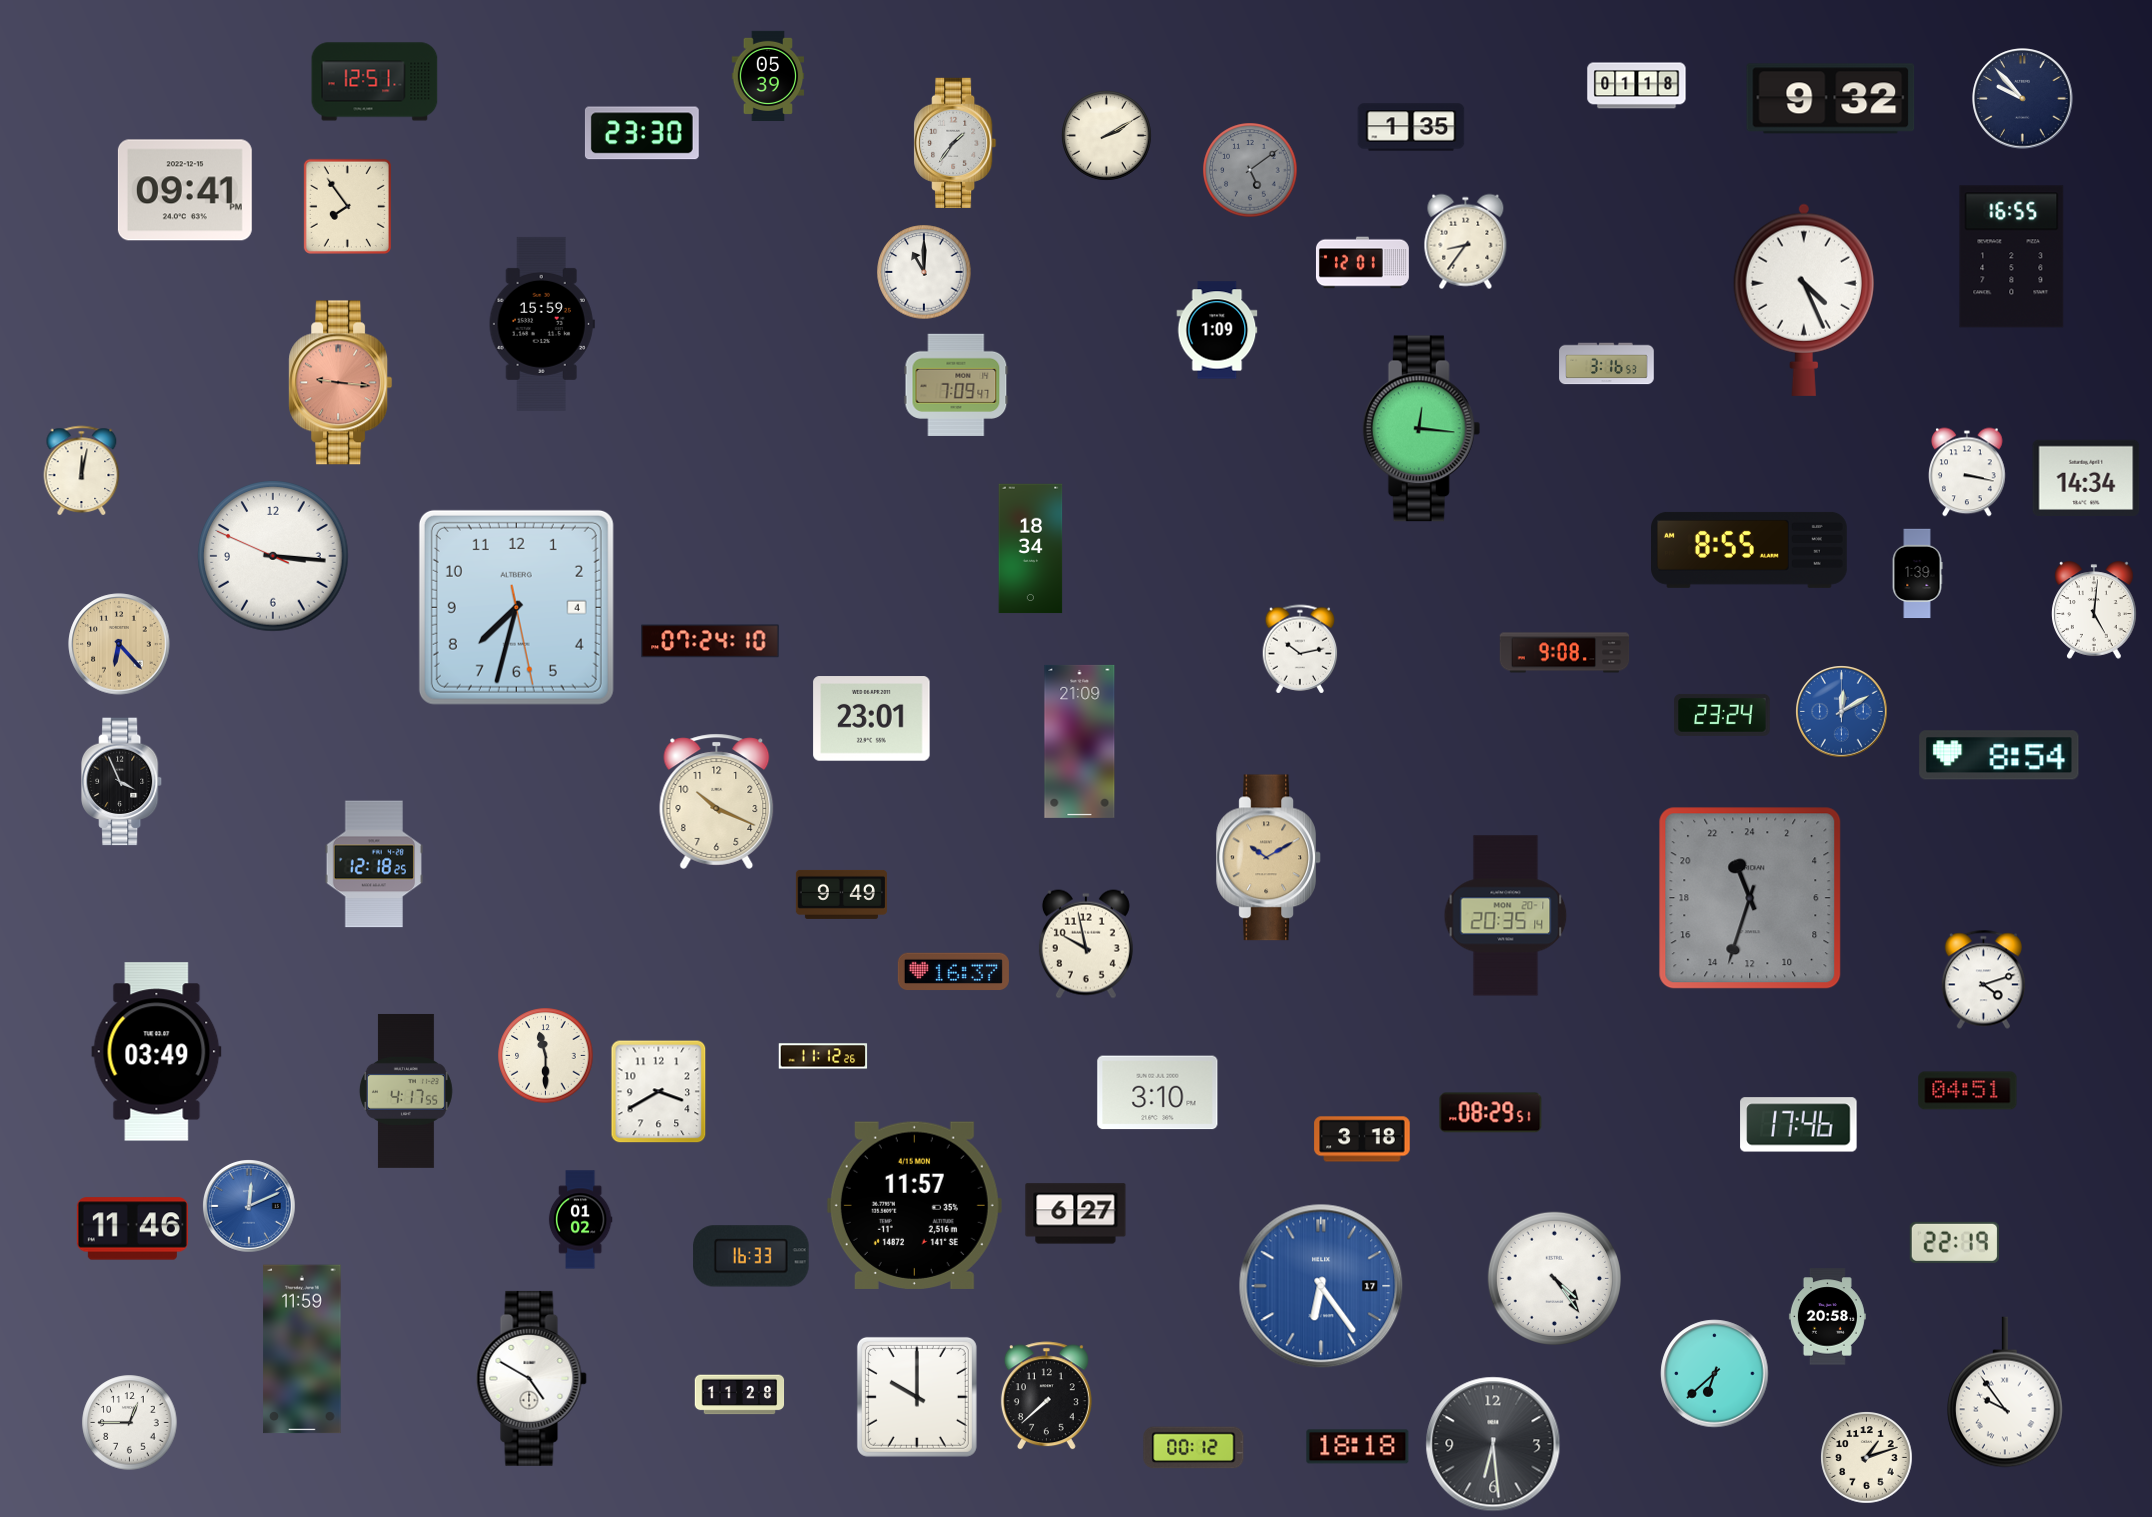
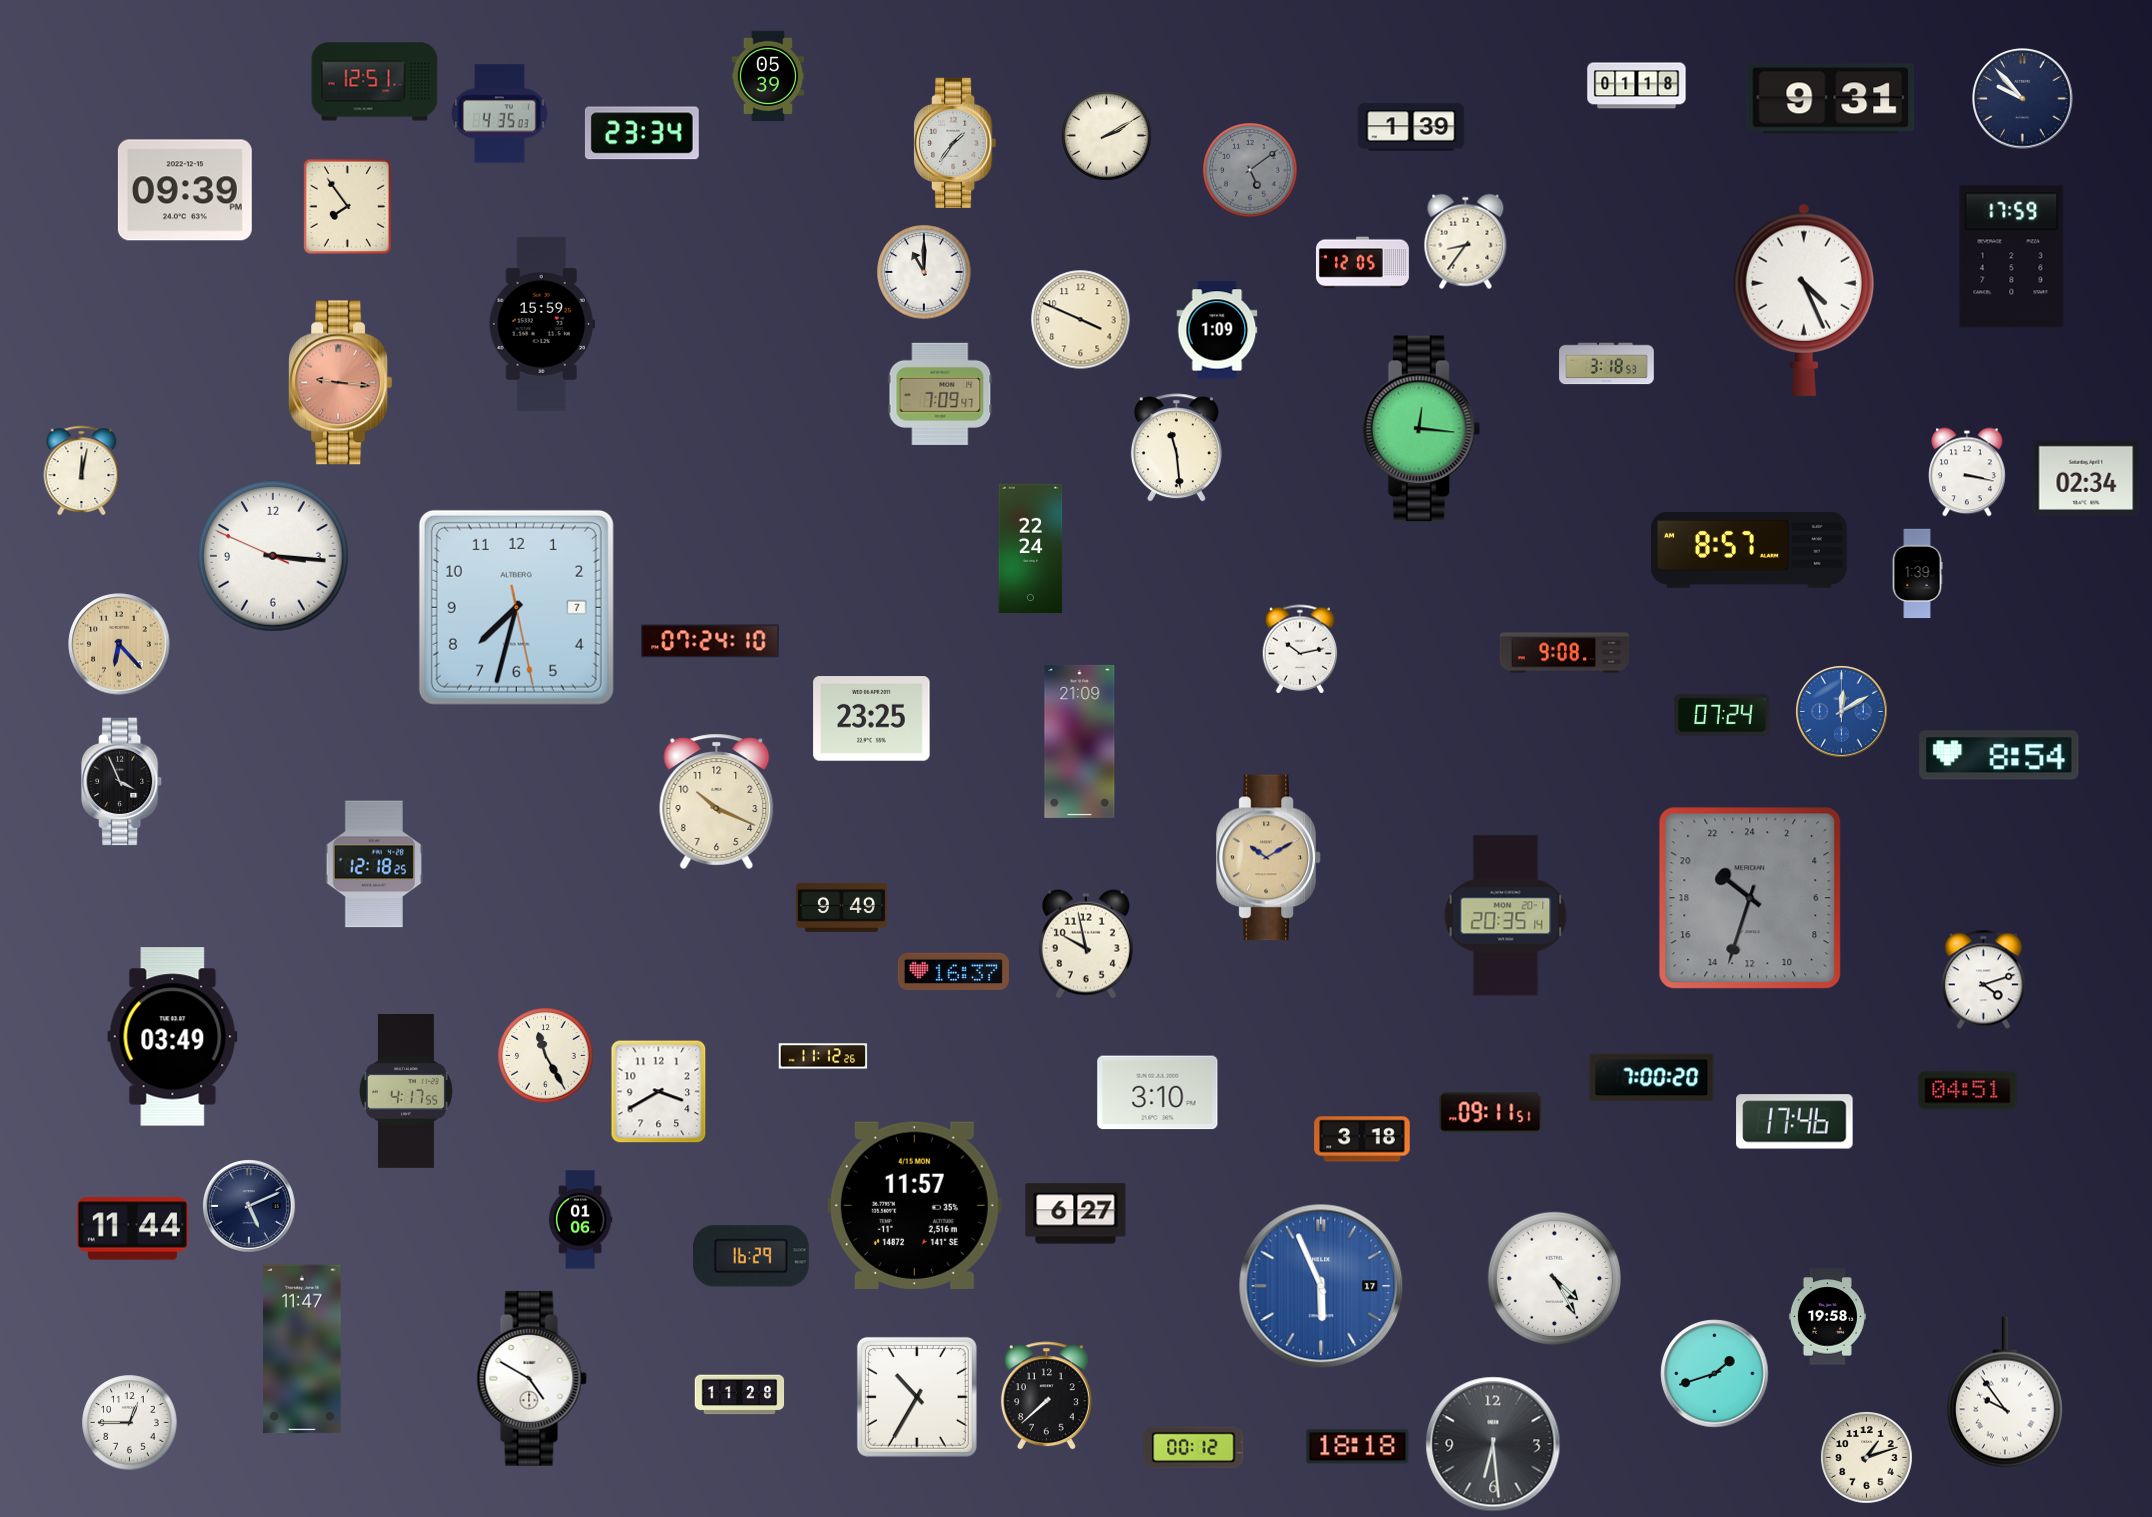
clock at (1831, 99): 9:32 -> 9:31
clock at (500, 114): none -> 4:35
clock at (1411, 127): 1:35 -> 1:39
clock at (642, 133): 23:30 -> 23:34
clock at (185, 190): 09:41 -> 09:39
clock at (2012, 257): 16:55 -> 17:59
clock at (1362, 263): 12:01 -> 12:05
clock at (1081, 320): none -> 3:49
clock at (1607, 364): 3:16 -> 3:18
clock at (956, 385) position: (956, 385) -> (940, 394)
clock at (1176, 448): none -> 11:29
clock at (2086, 477): 14:34 -> 02:34
clock at (1031, 549): 18:34 -> 22:24
clock at (1750, 550): 8:55 -> 8:57
clock at (516, 607) date: 4 -> 7
clock at (2094, 610): 5:01 -> none
clock at (1722, 715): 23:24 -> 07:24
clock at (872, 719): 23:01 -> 23:25
clock at (841, 894) position: (841, 894) -> (841, 907)
clock at (1750, 898): 22:33 -> 20:33
clock at (157, 1052) position: (157, 1052) -> (173, 1037)
clock at (546, 1056): 11:30 -> 11:25
clock at (1652, 1078): none -> 7:00
clock at (1491, 1113): 08:29 -> 09:11
clock at (1799, 1125) position: (1799, 1125) -> (1795, 1122)
clock at (249, 1206): 12:11 -> 5:11
clock at (249, 1206) dial: blue -> navy
clock at (580, 1220): 01:02 -> 01:06
clock at (132, 1229): 11:46 -> 11:44
clock at (1954, 1242): 22:19 -> none
clock at (751, 1256): 16:33 -> 16:29
clock at (1554, 1278): 4:24 -> 4:25
clock at (1321, 1286): 6:24 -> 5:56
clock at (1827, 1317): 20:58 -> 19:58
clock at (302, 1349): 11:59 -> 11:47
clock at (1715, 1374): 6:38 -> 1:42
clock at (917, 1397): 10:00 -> 10:35
